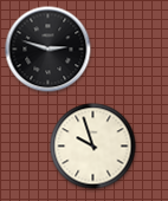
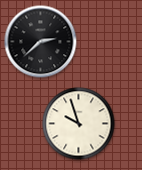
clock at (49, 50): 2:48 -> 2:38
